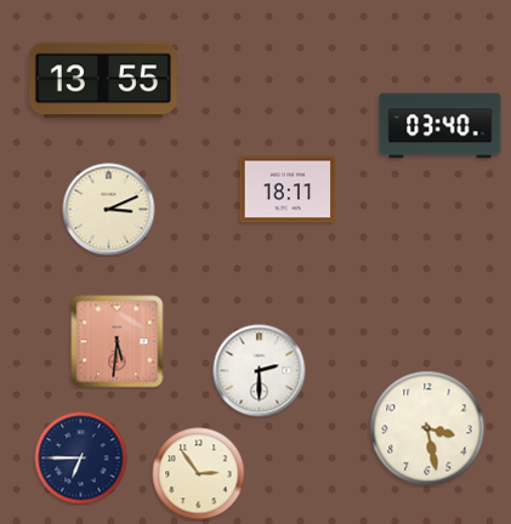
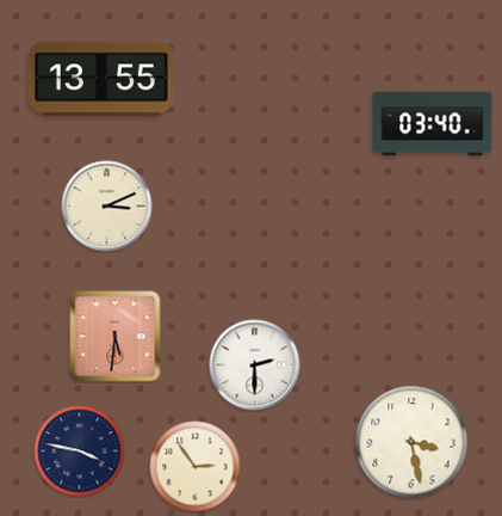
clock at (288, 189): 18:11 -> none
clock at (427, 428) position: (427, 428) -> (411, 442)
clock at (81, 458): 6:45 -> 3:47
